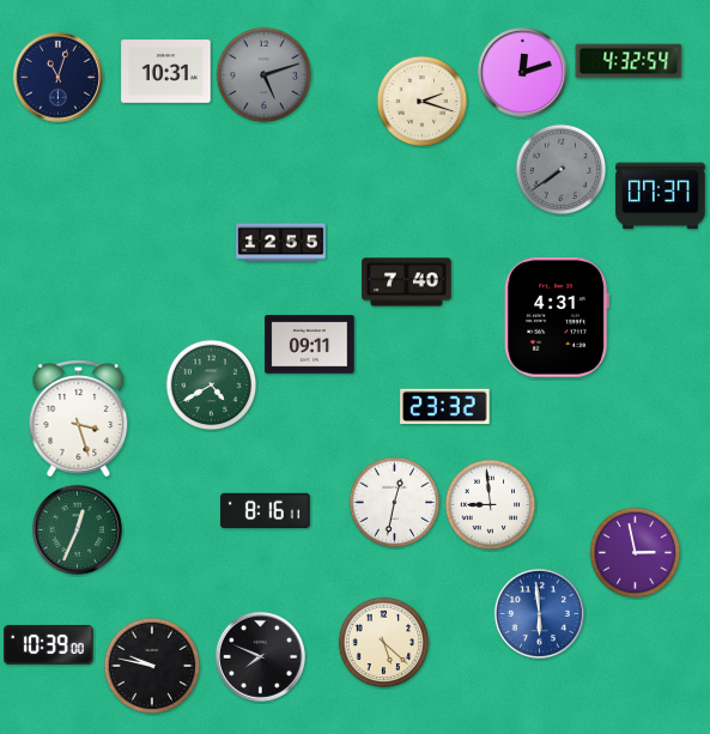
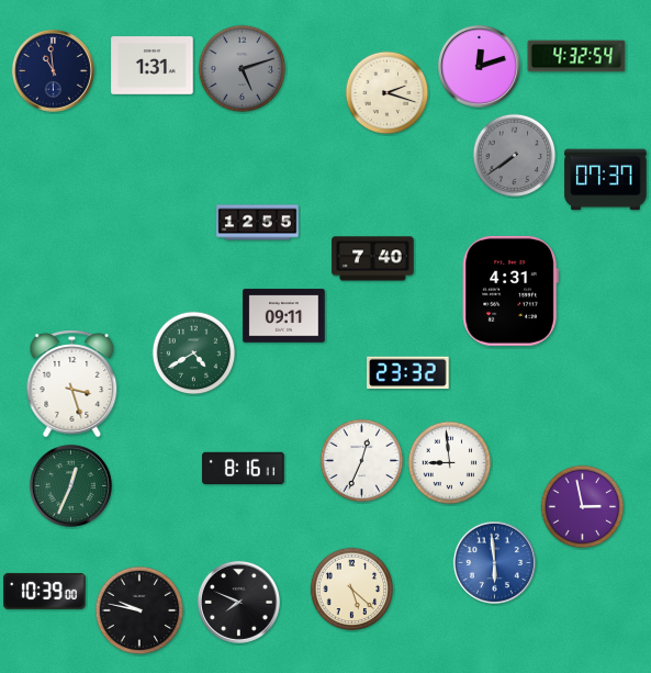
clock at (166, 72): 10:31 -> 1:31
clock at (57, 77): 11:03 -> 10:59
clock at (395, 503): 12:32 -> 12:34
